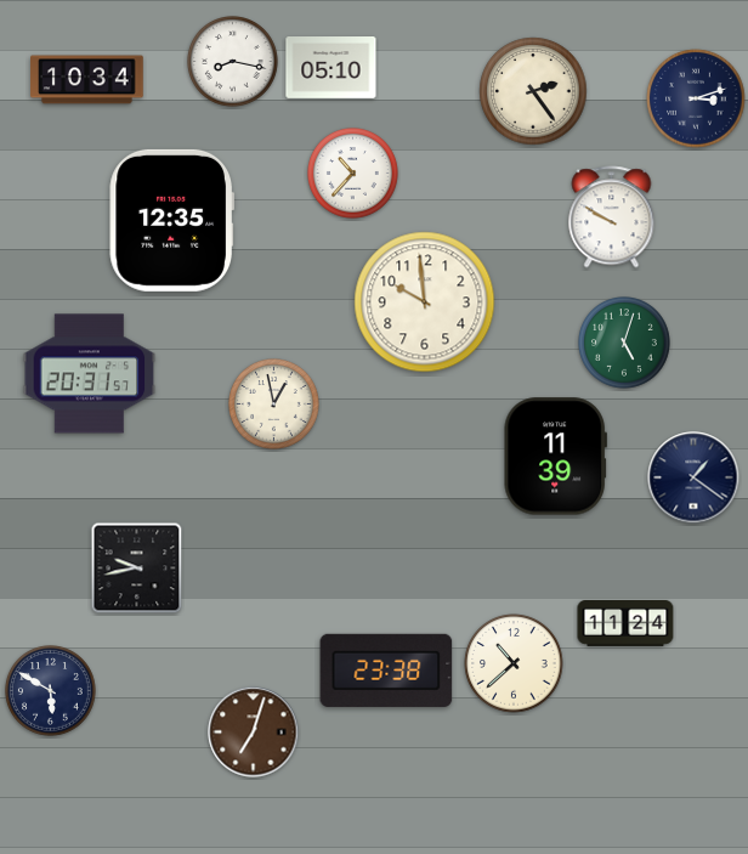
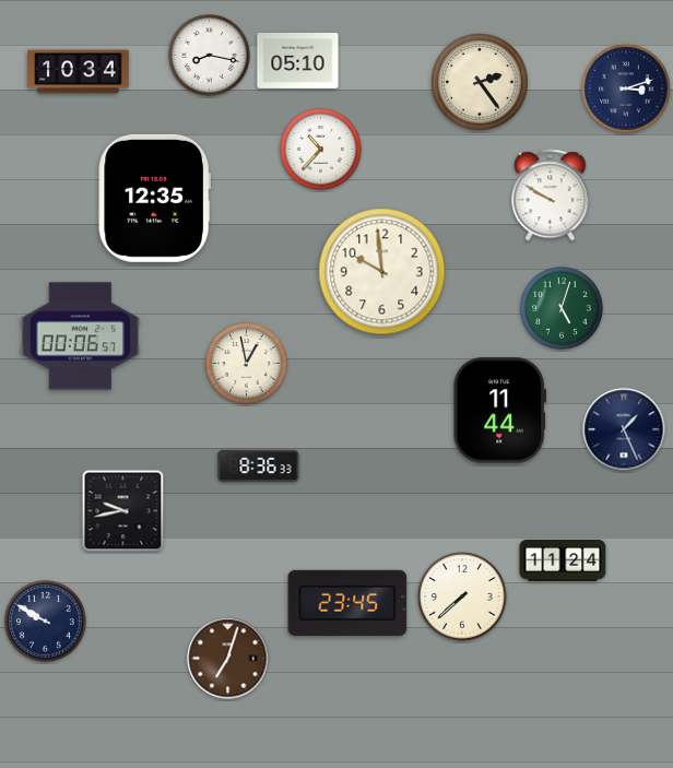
clock at (353, 174) position: (353, 174) -> (321, 150)
clock at (90, 374): 20:31 -> 00:06
clock at (555, 457): 11:39 -> 11:44
clock at (693, 477): 1:21 -> 1:26
clock at (259, 465): none -> 8:36
clock at (514, 663): 10:38 -> 7:38
clock at (386, 671): 23:38 -> 23:45
clock at (51, 691): 5:50 -> 9:50
